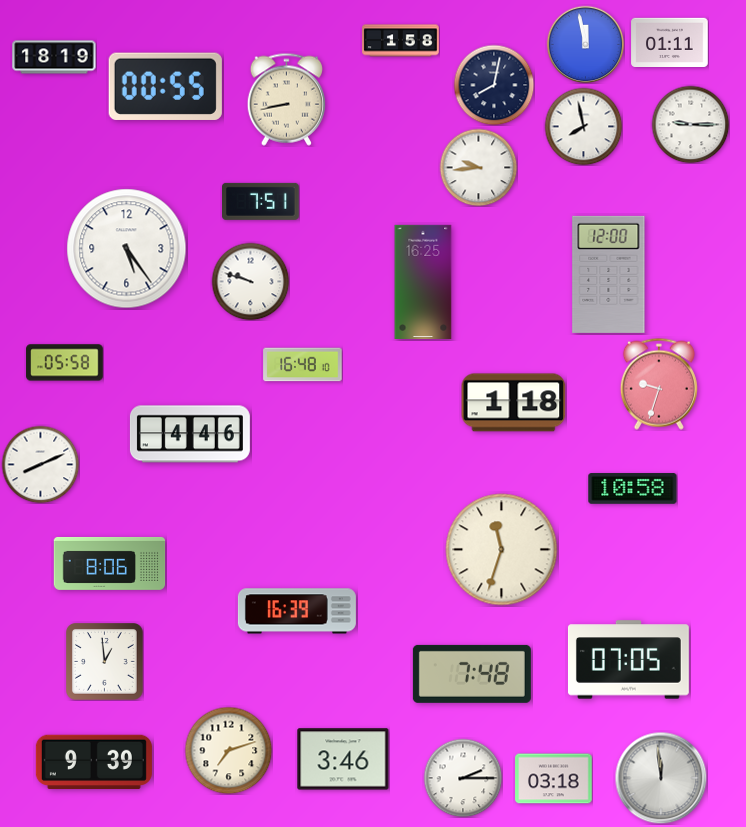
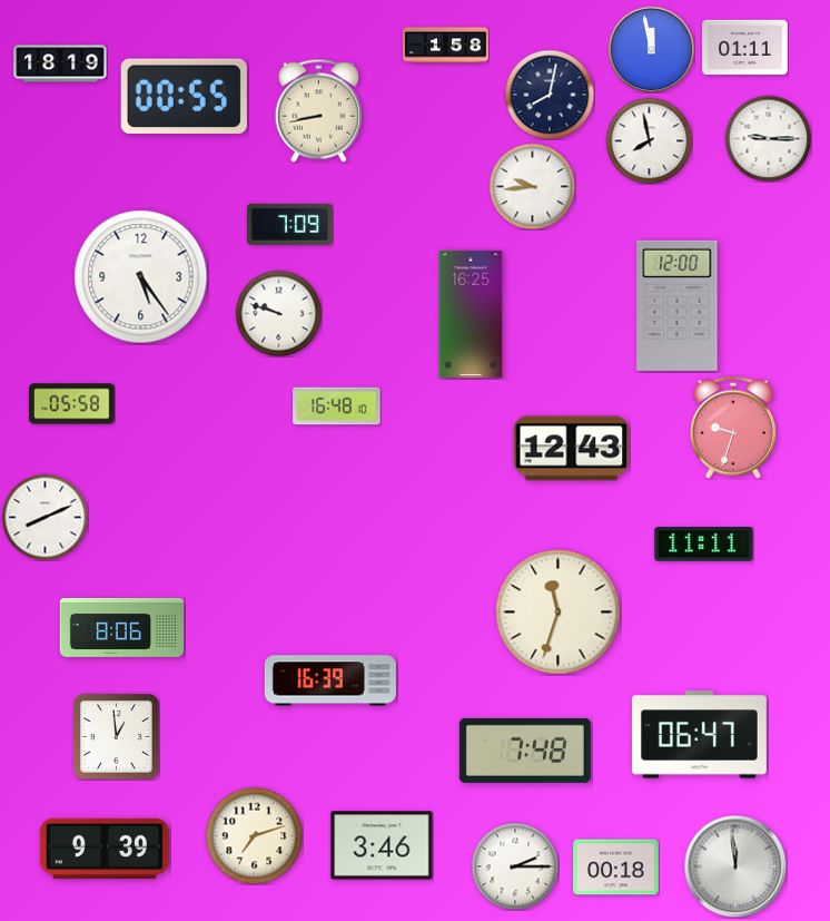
clock at (261, 201): 7:51 -> 7:09
clock at (514, 403): 1:18 -> 12:43
clock at (190, 434): 4:46 -> none
clock at (633, 489): 10:58 -> 11:11
clock at (628, 660): 07:05 -> 06:47
clock at (554, 779): 03:18 -> 00:18
